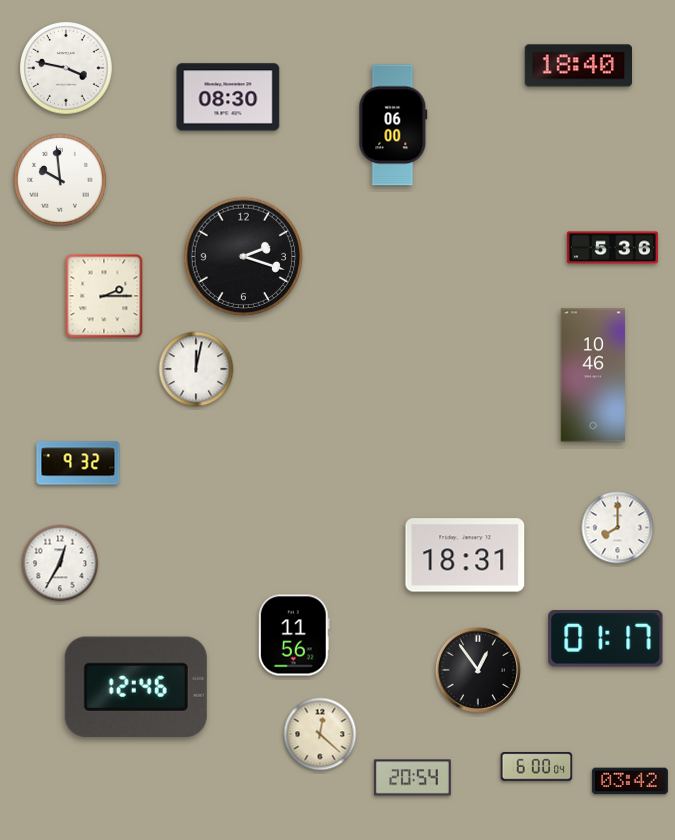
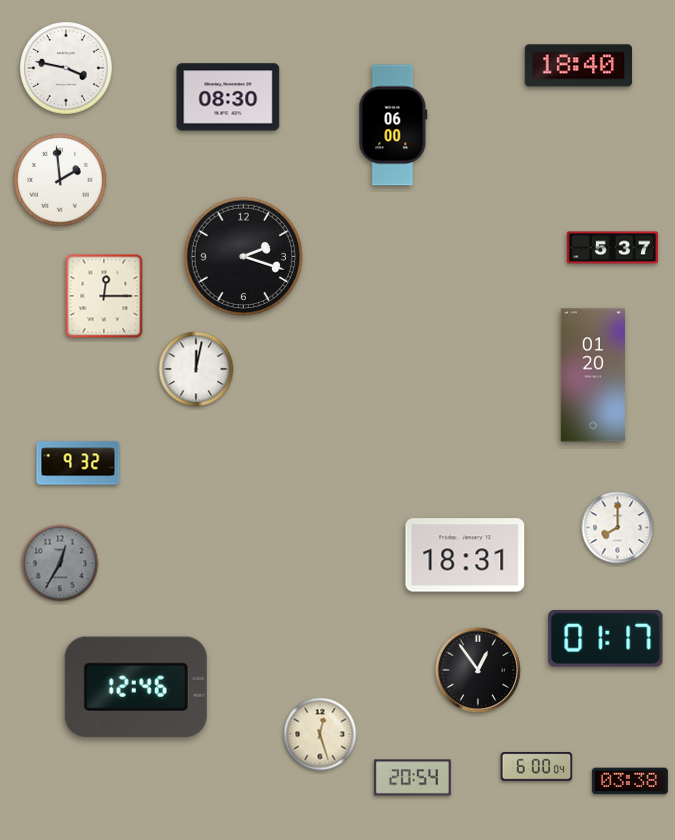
clock at (60, 180): 9:59 -> 1:59
clock at (612, 248): 5:36 -> 5:37
clock at (104, 296): 2:15 -> 12:15
clock at (592, 375): 10:46 -> 01:20
clock at (60, 563) dial: white -> grey
clock at (294, 635): 11:56 -> none
clock at (320, 734): 12:22 -> 12:27
clock at (630, 781): 03:42 -> 03:38
